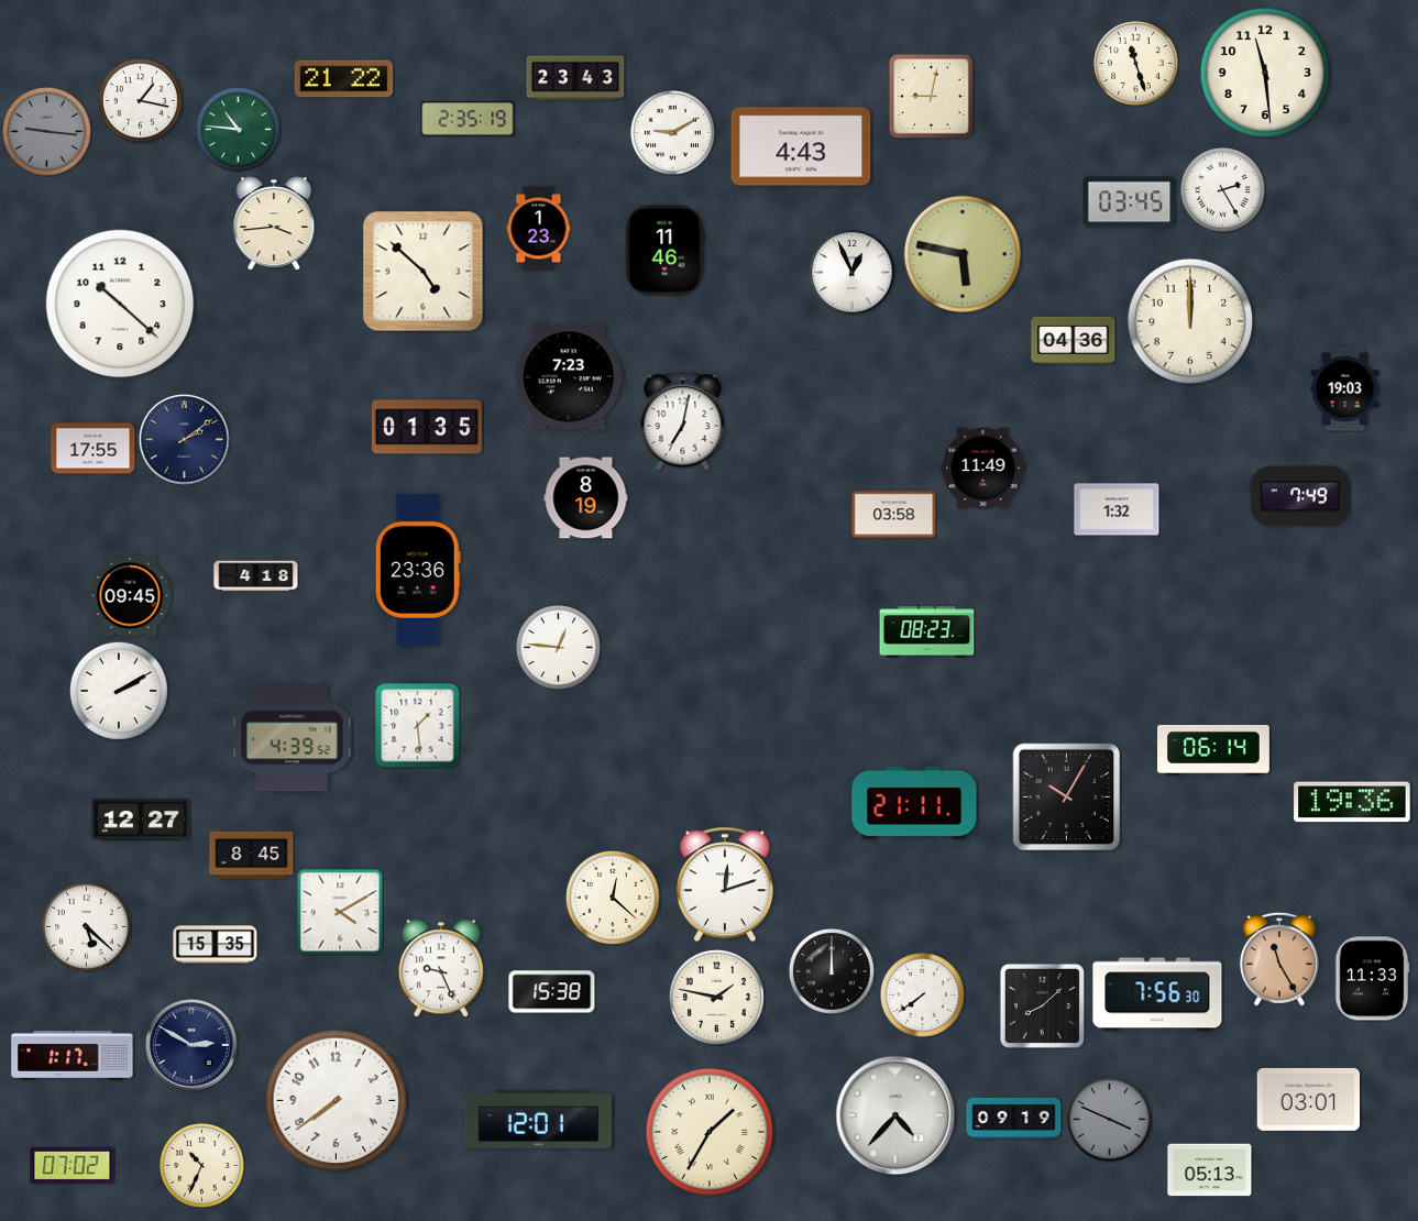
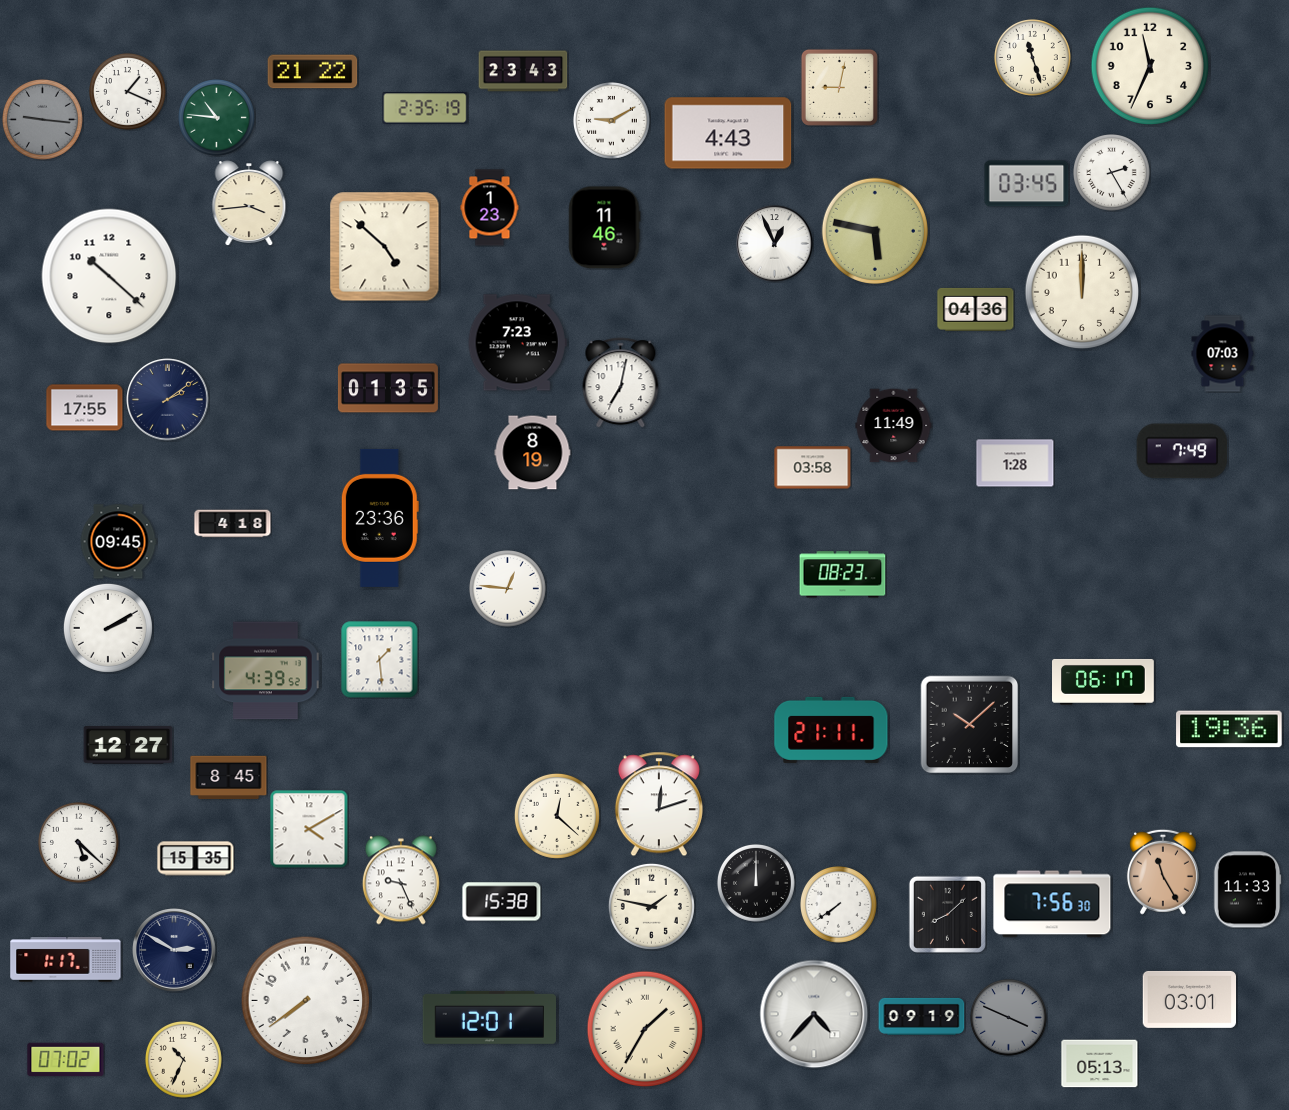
clock at (1265, 73): 11:29 -> 11:34
clock at (931, 96) position: (931, 96) -> (839, 87)
clock at (141, 101): 1:17 -> 1:19
clock at (853, 273) position: (853, 273) -> (775, 244)
clock at (1345, 389): 19:03 -> 07:03
clock at (1117, 509): 1:32 -> 1:28
clock at (1214, 750): 06:14 -> 06:17
clock at (1067, 798): 10:05 -> 10:08
